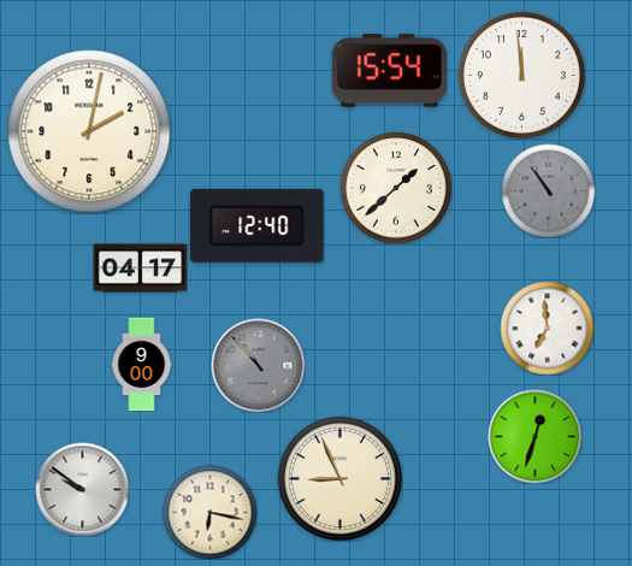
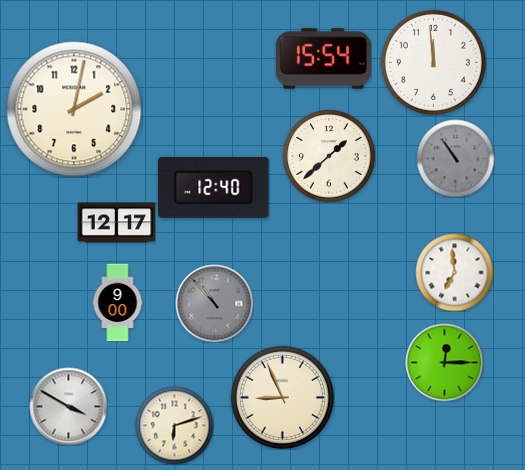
clock at (140, 269): 04:17 -> 12:17
clock at (534, 436): 12:33 -> 12:15
clock at (82, 489): 9:51 -> 3:50
clock at (209, 512): 6:17 -> 6:12
